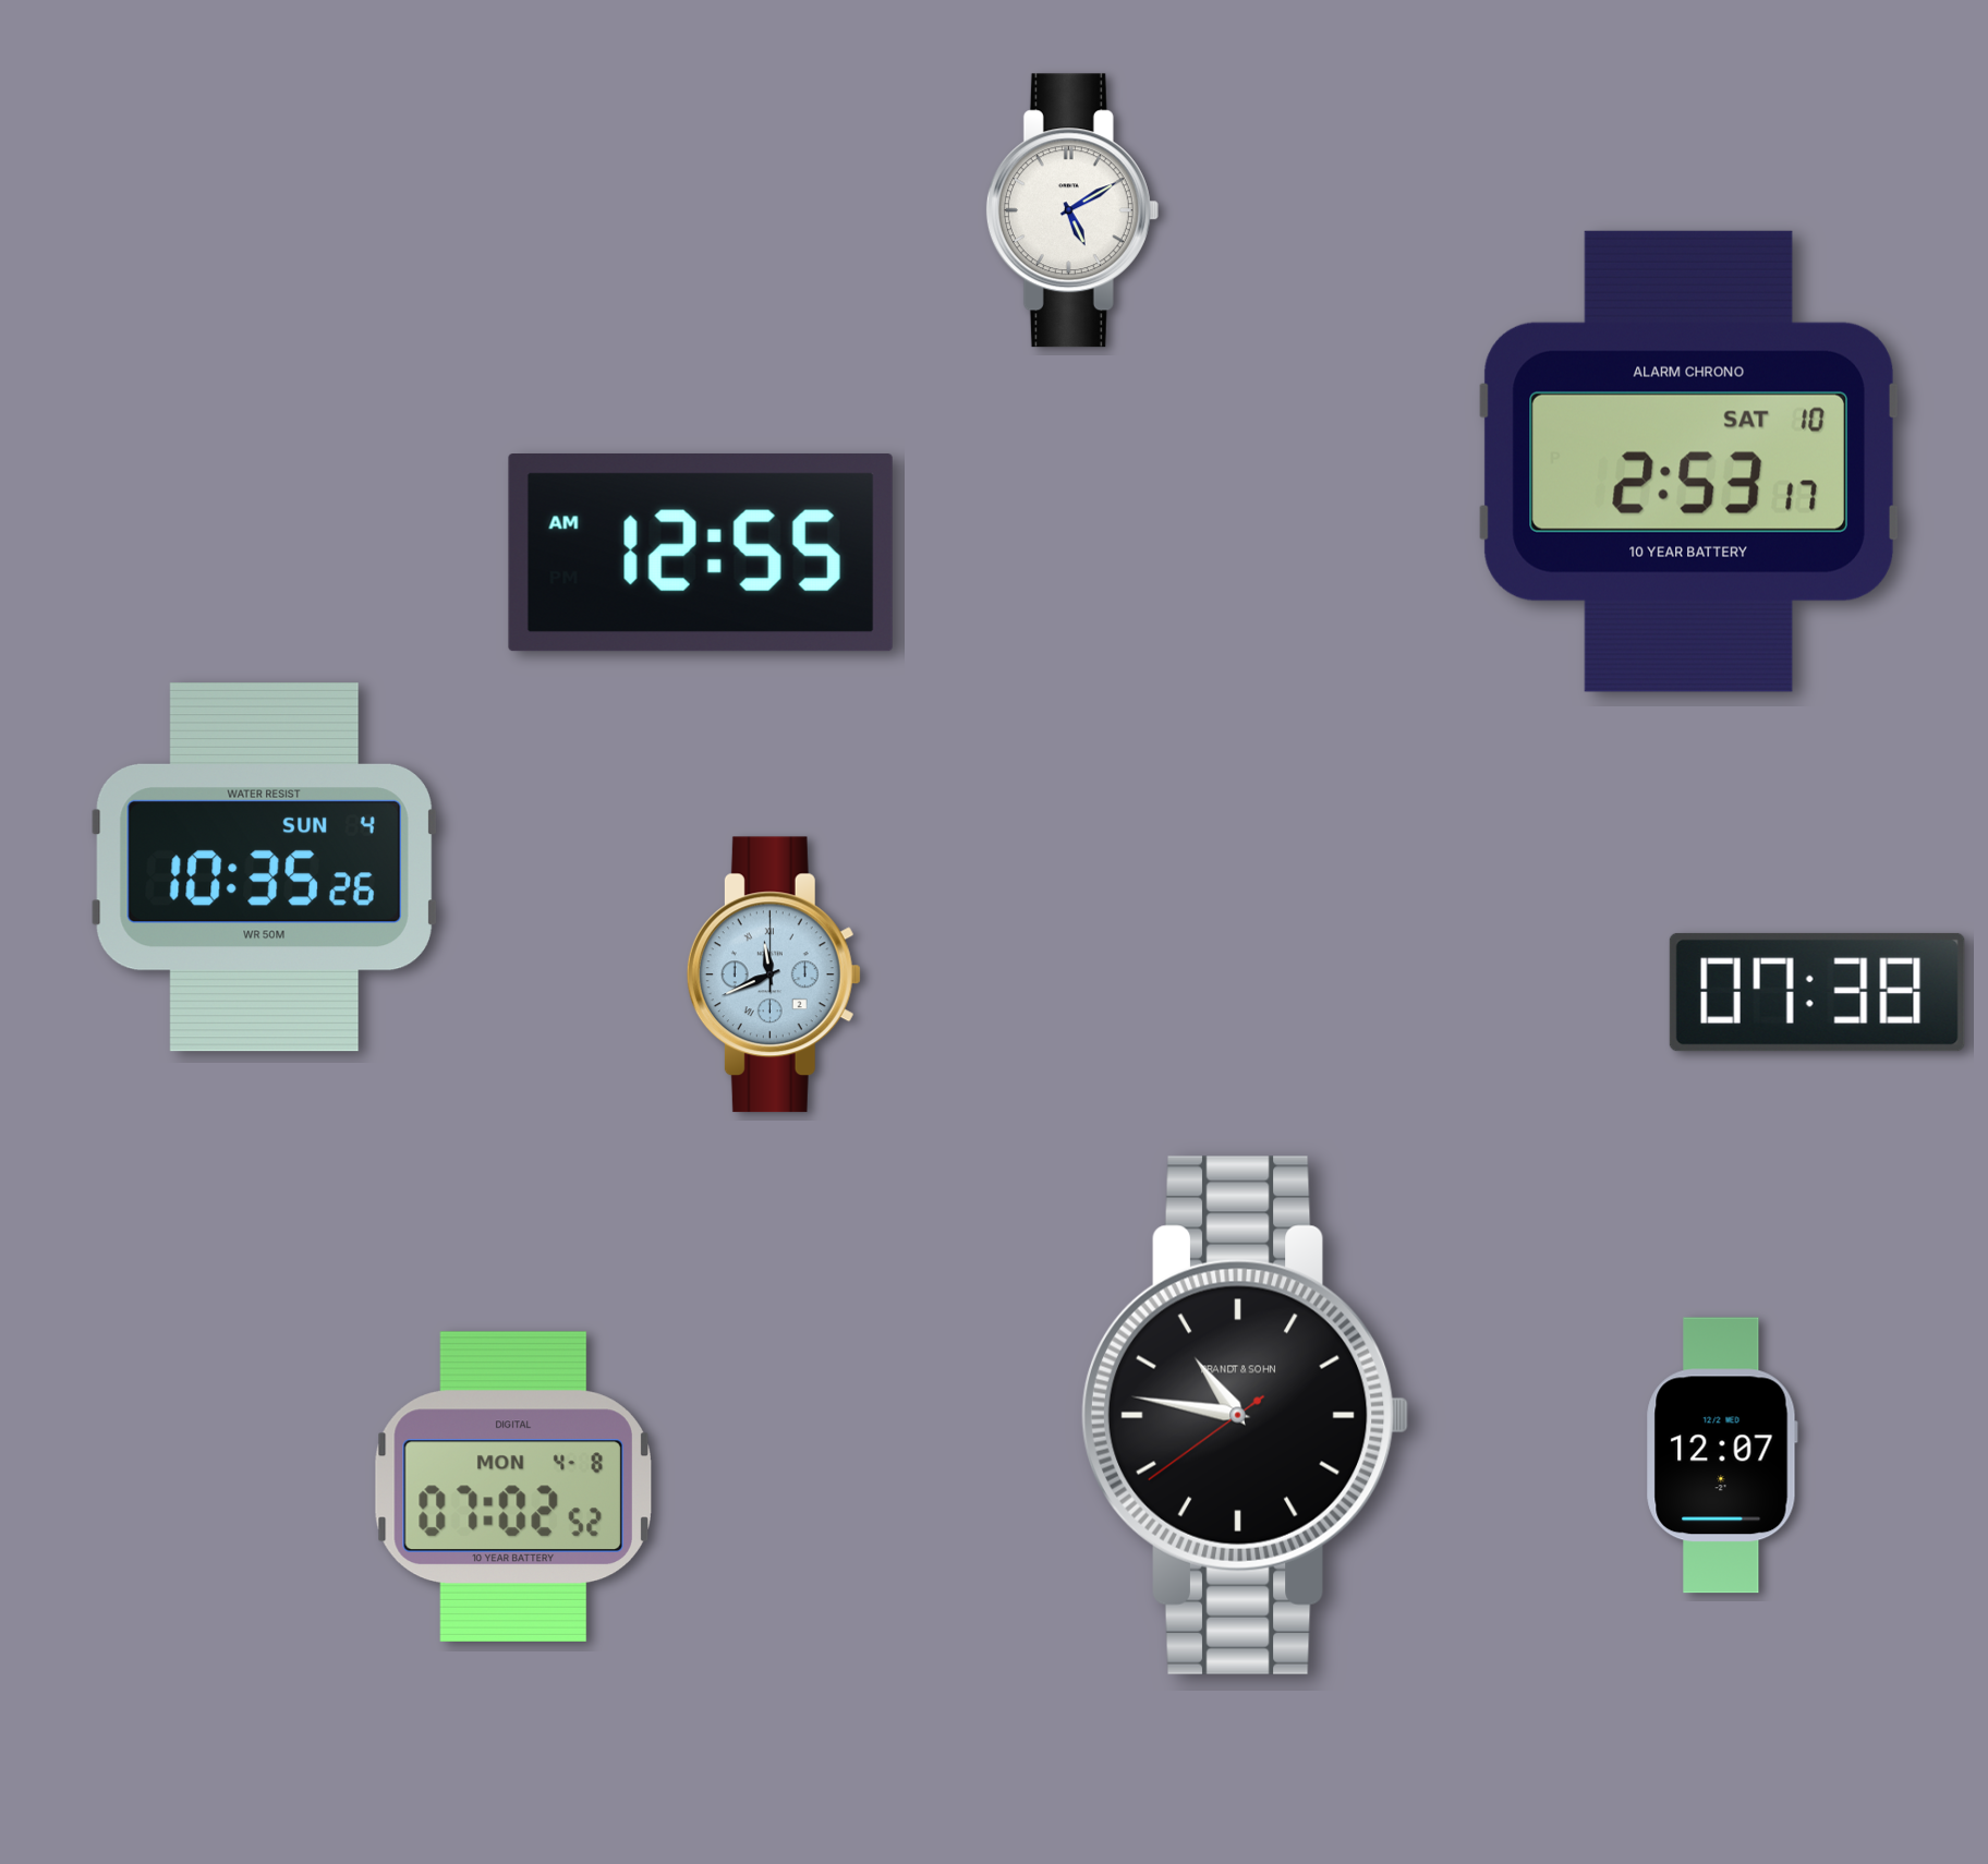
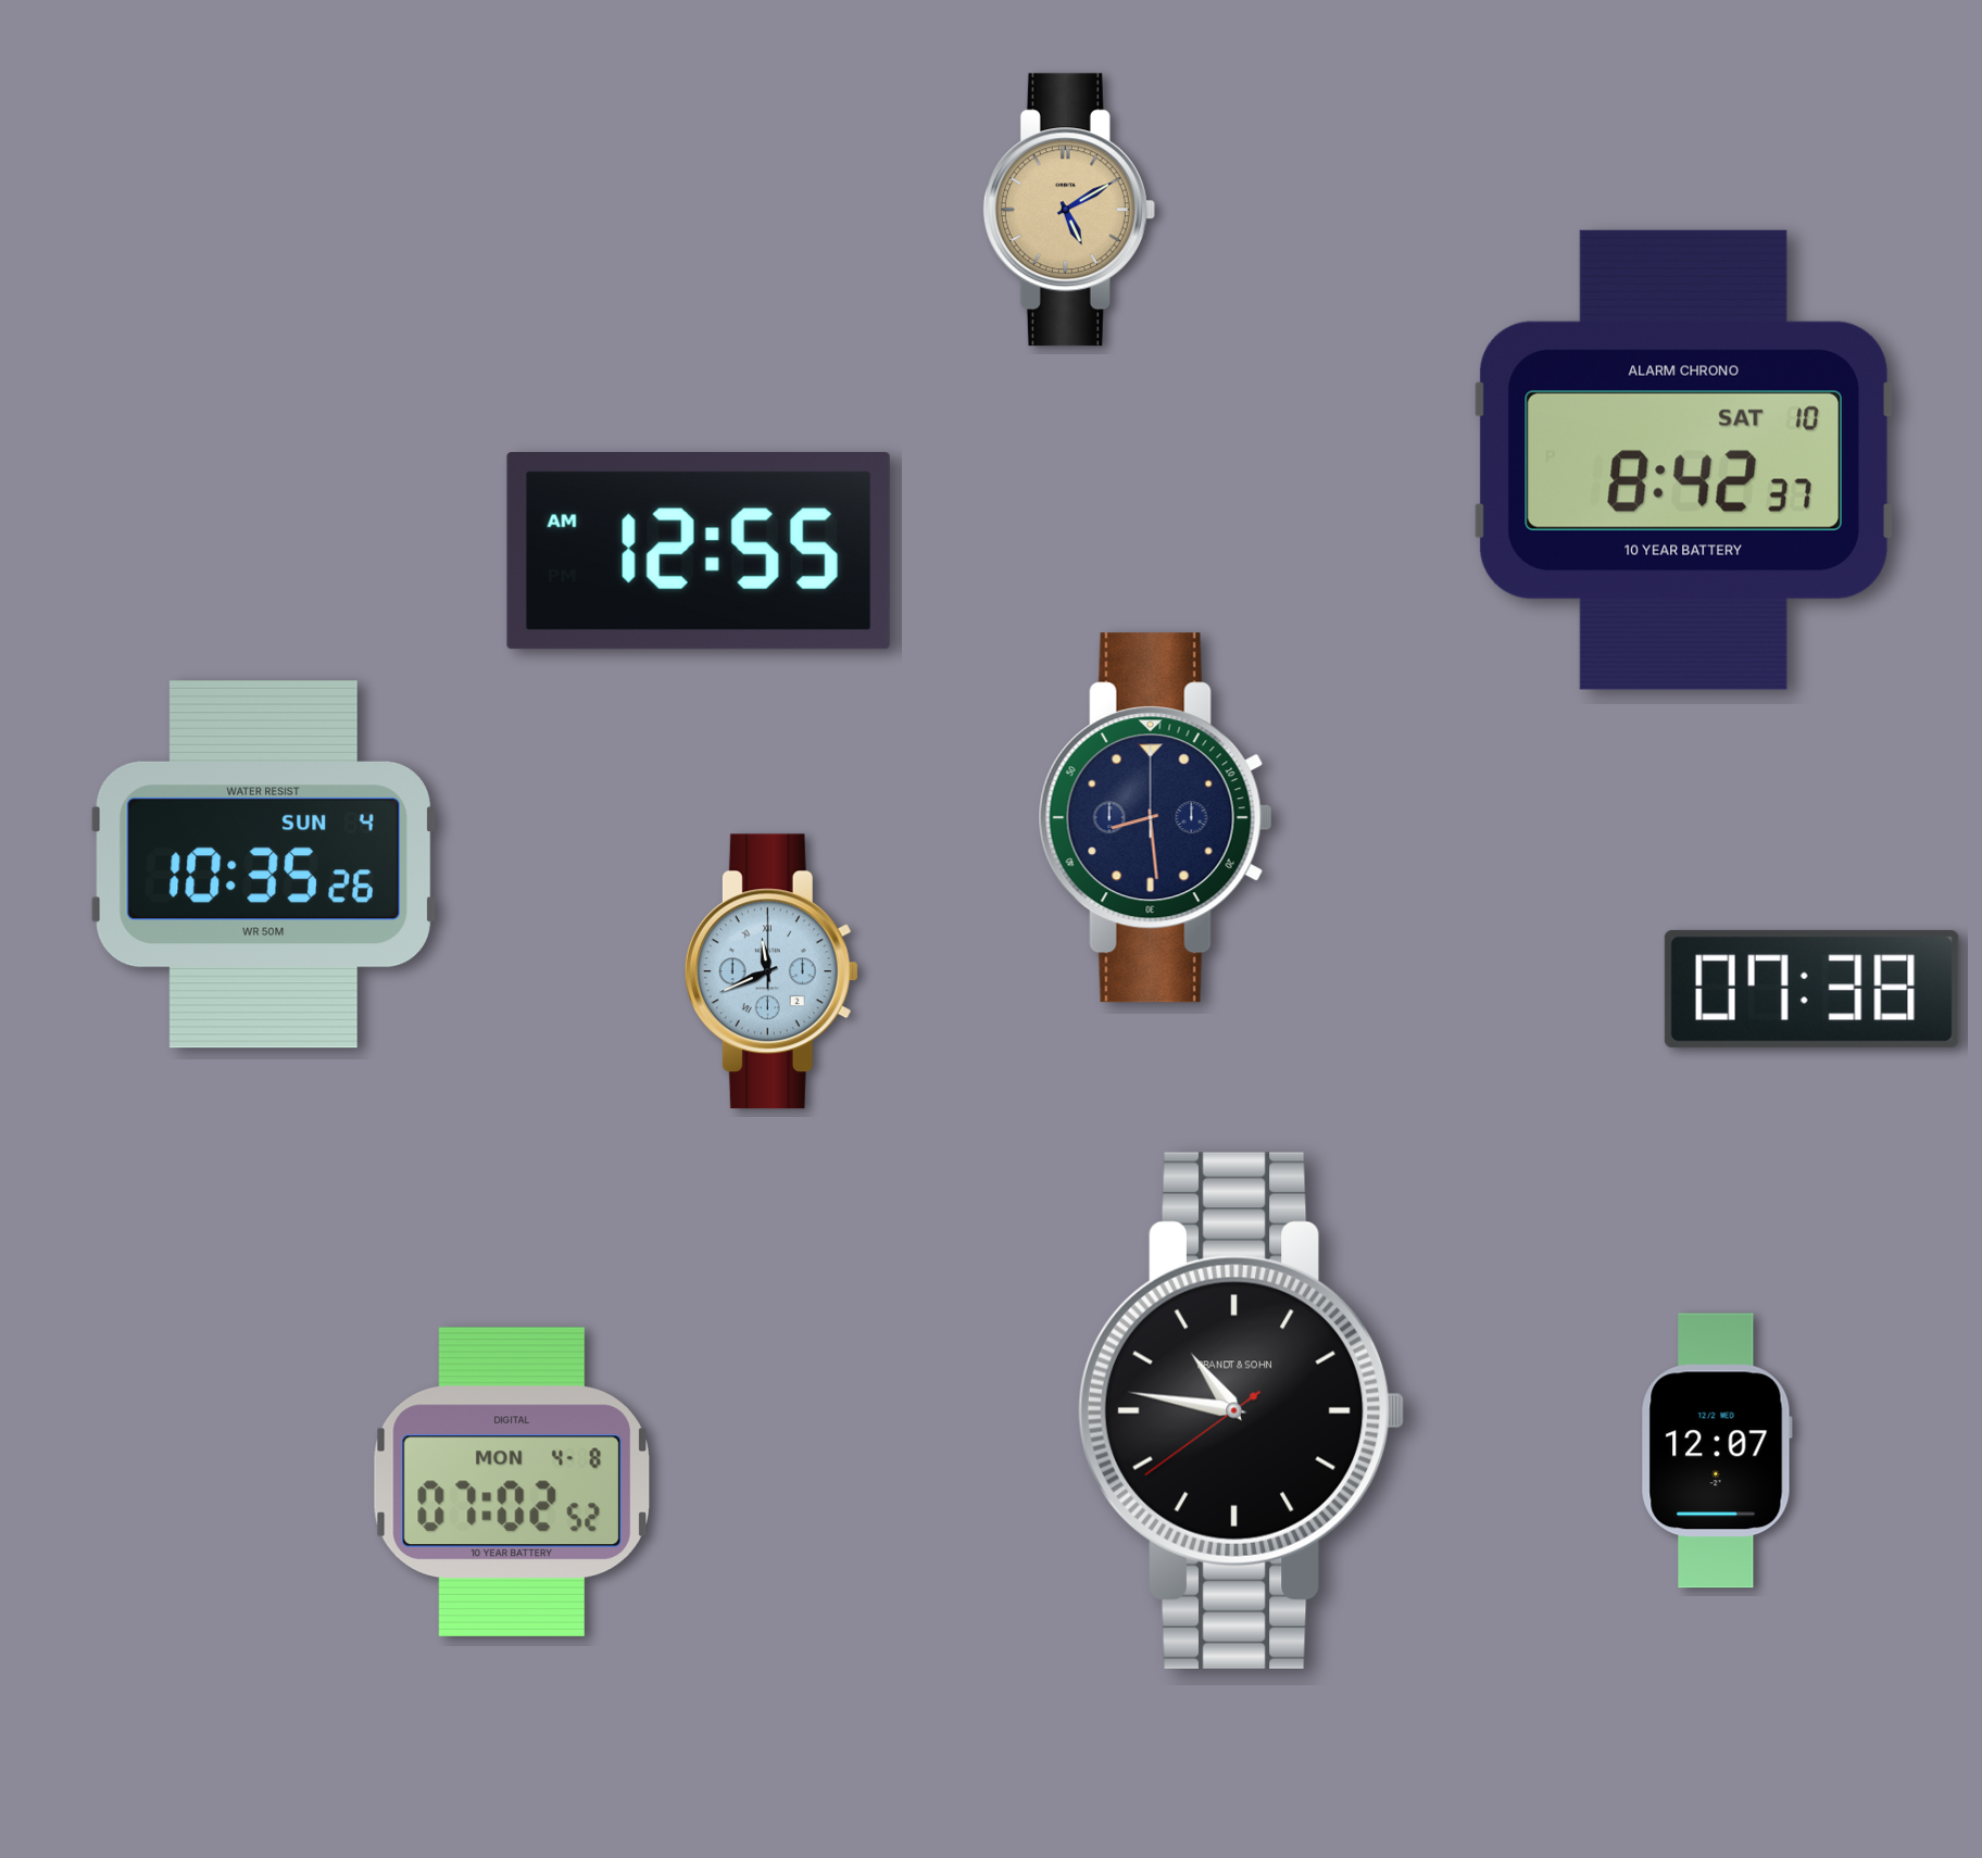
clock at (1072, 210) dial: white -> champagne
clock at (1688, 461): 2:53 -> 8:42
clock at (1155, 818): none -> 8:29
